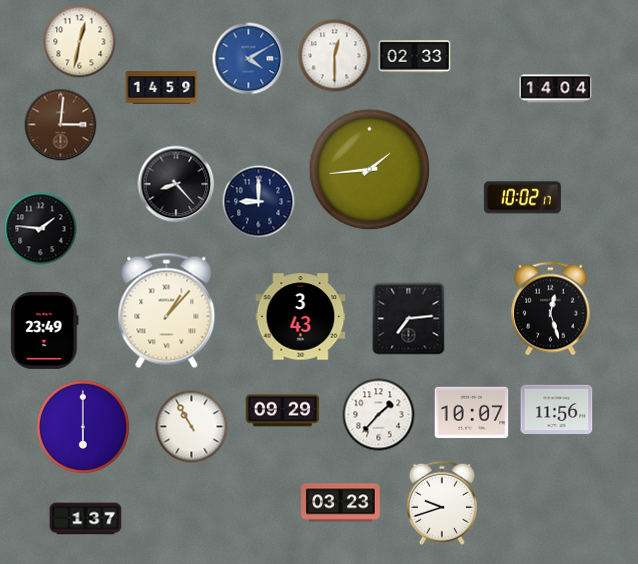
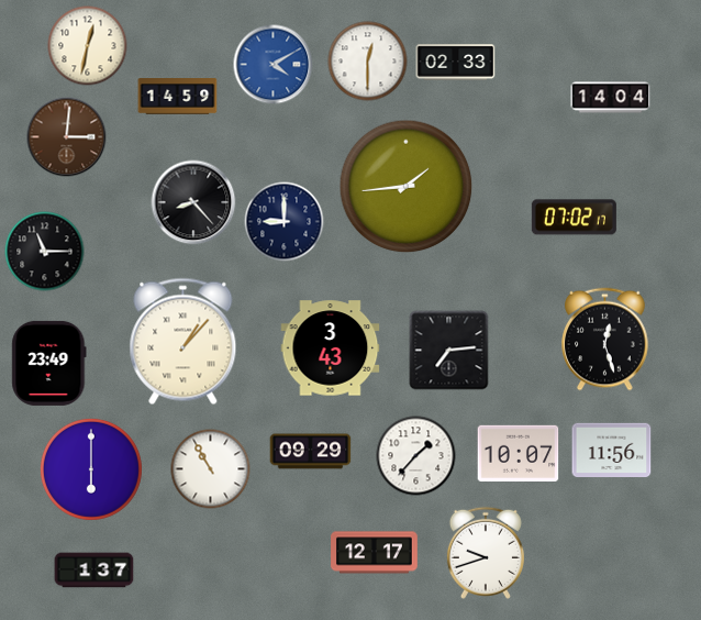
clock at (522, 198): 10:02 -> 07:02
clock at (41, 229): 1:46 -> 11:15
clock at (341, 503): 03:23 -> 12:17
